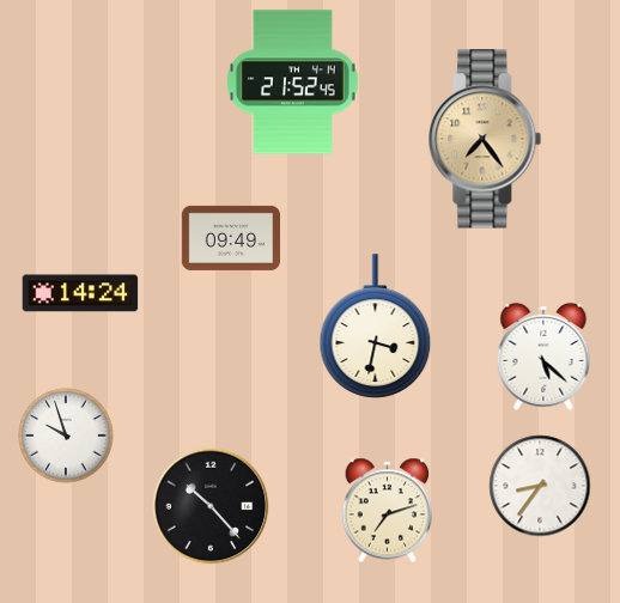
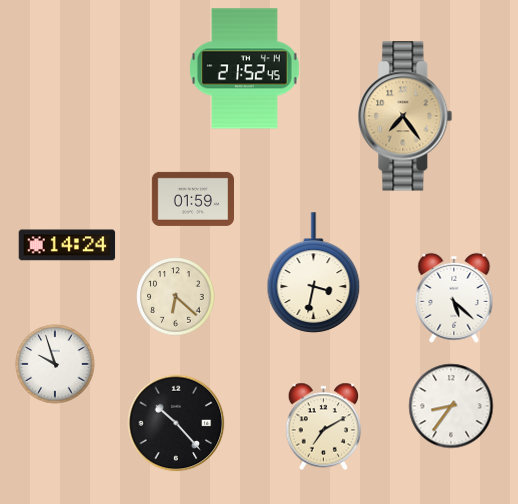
clock at (230, 238): 09:49 -> 01:59
clock at (176, 297): none -> 6:22
clock at (388, 511): 7:12 -> 7:10
